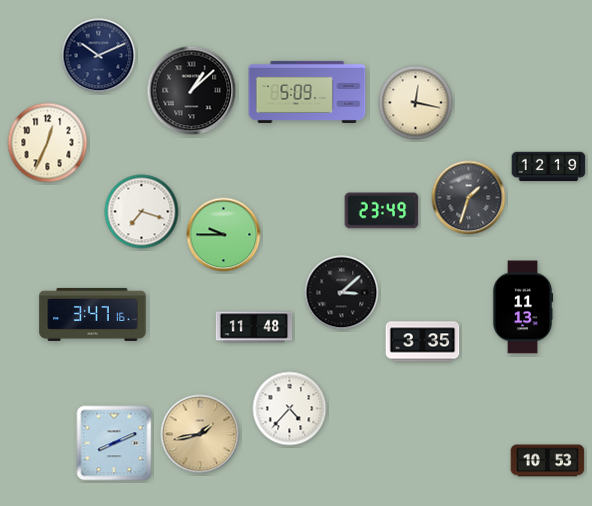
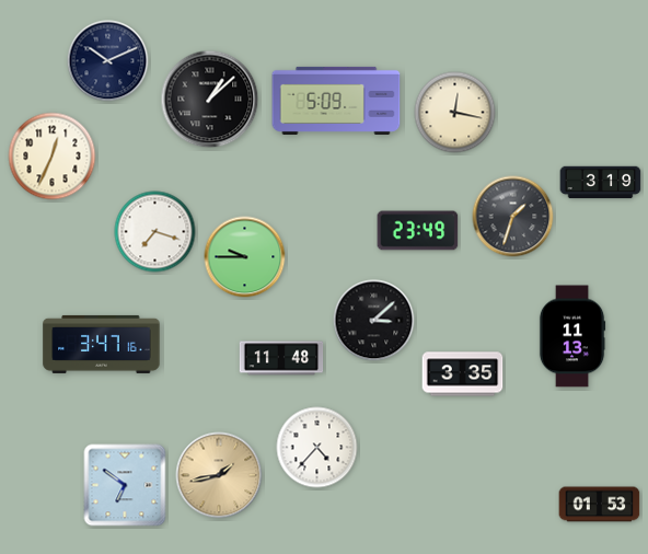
clock at (549, 167): 12:19 -> 3:19
clock at (254, 327) position: (254, 327) -> (281, 358)
clock at (114, 443): 8:11 -> 6:51
clock at (548, 461): 10:53 -> 01:53
